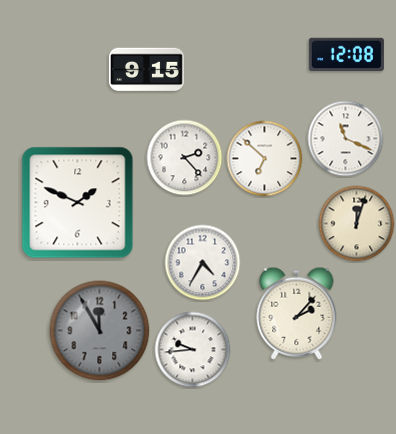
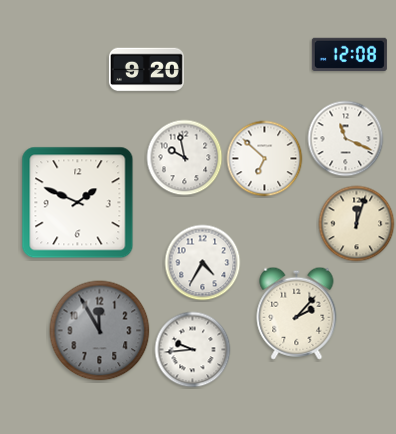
clock at (346, 54) position: (346, 54) -> (349, 54)
clock at (146, 70): 9:15 -> 9:20
clock at (185, 158): 2:23 -> 9:58
